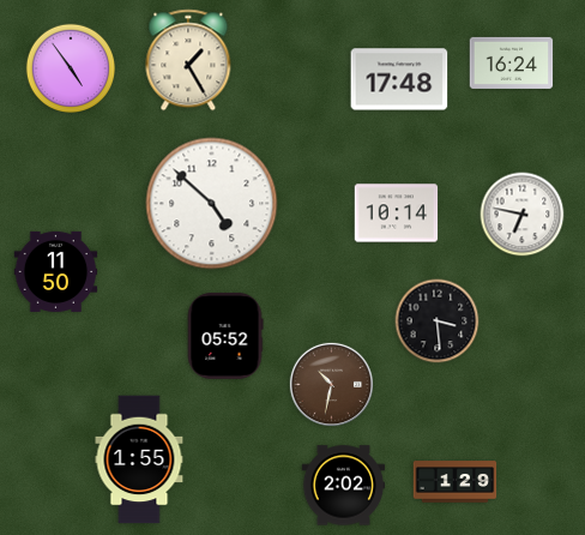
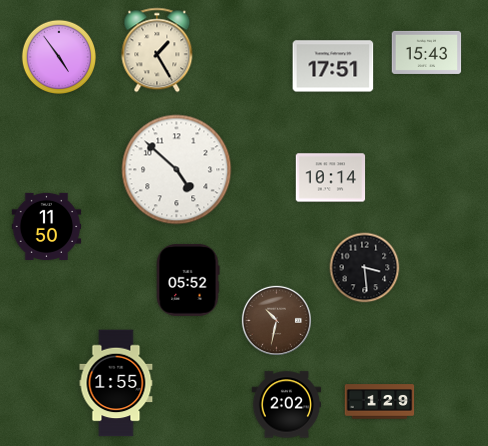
clock at (512, 62): 16:24 -> 15:43
clock at (399, 79): 17:48 -> 17:51
clock at (523, 215): 6:47 -> none
